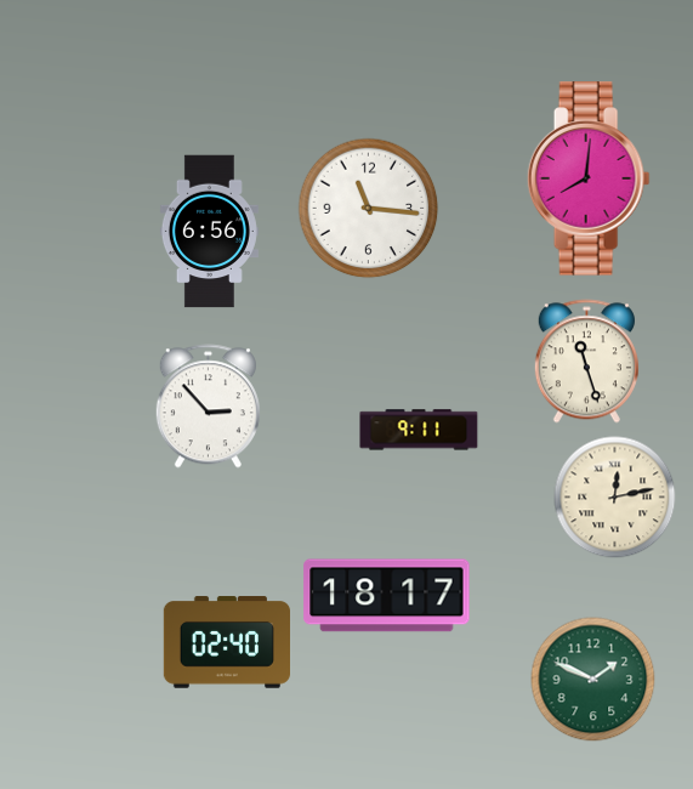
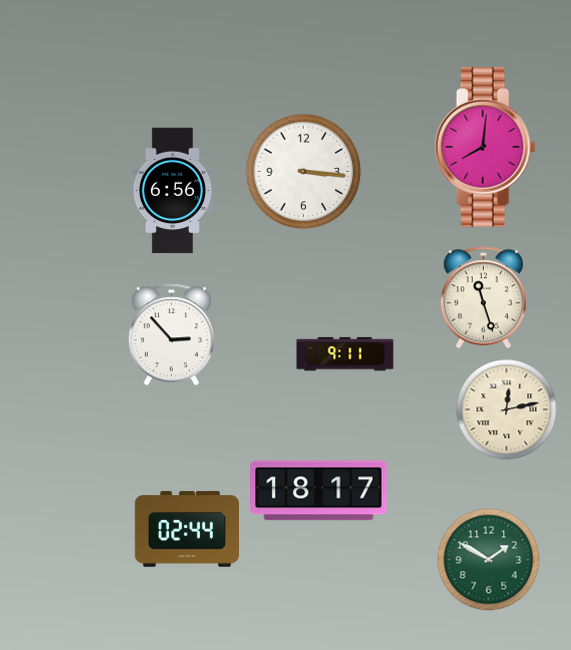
clock at (369, 209): 11:16 -> 3:16
clock at (226, 642): 02:40 -> 02:44
clock at (593, 680): 1:49 -> 1:50
